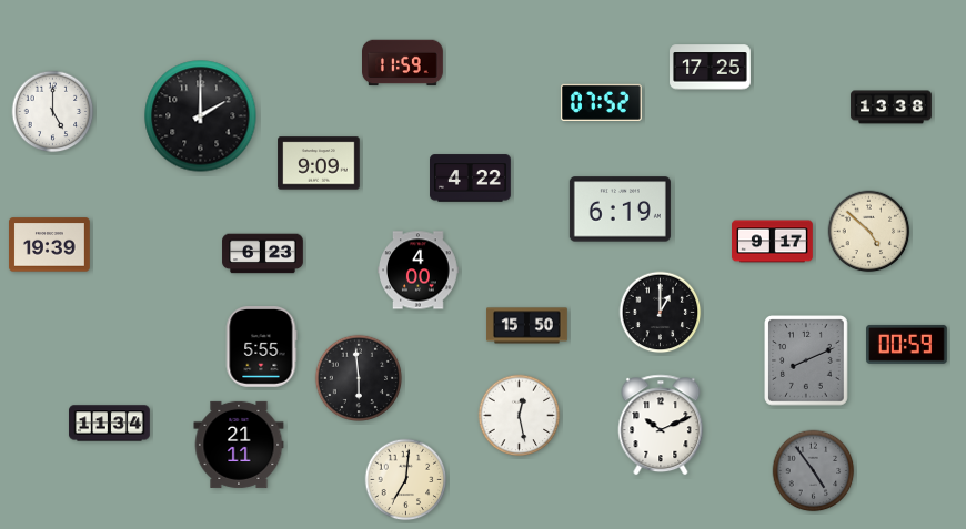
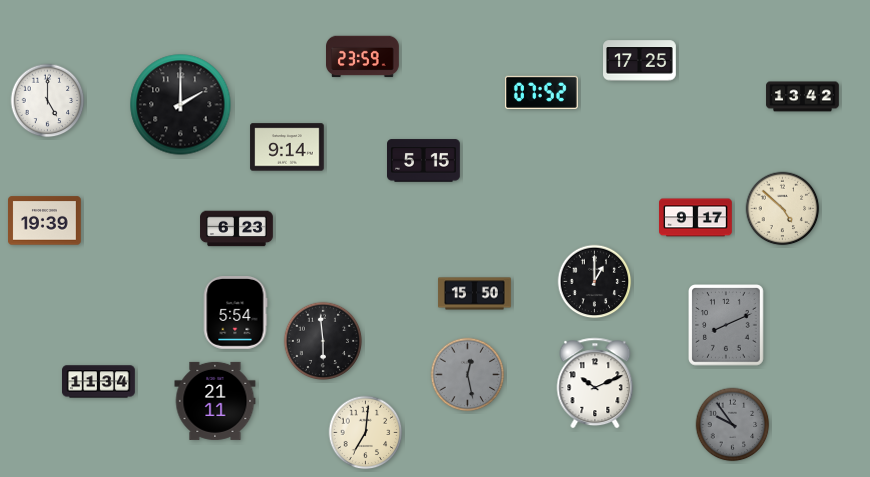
clock at (403, 63): 11:59 -> 23:59
clock at (892, 108): 13:38 -> 13:42
clock at (319, 163): 9:09 -> 9:14
clock at (471, 179): 4:22 -> 5:15
clock at (620, 210): 6:19 -> none
clock at (419, 271): 4:00 -> none
clock at (907, 344): 00:59 -> none
clock at (261, 347): 5:55 -> 5:54
clock at (520, 416) dial: white -> grey
clock at (814, 471): 4:54 -> 9:54
